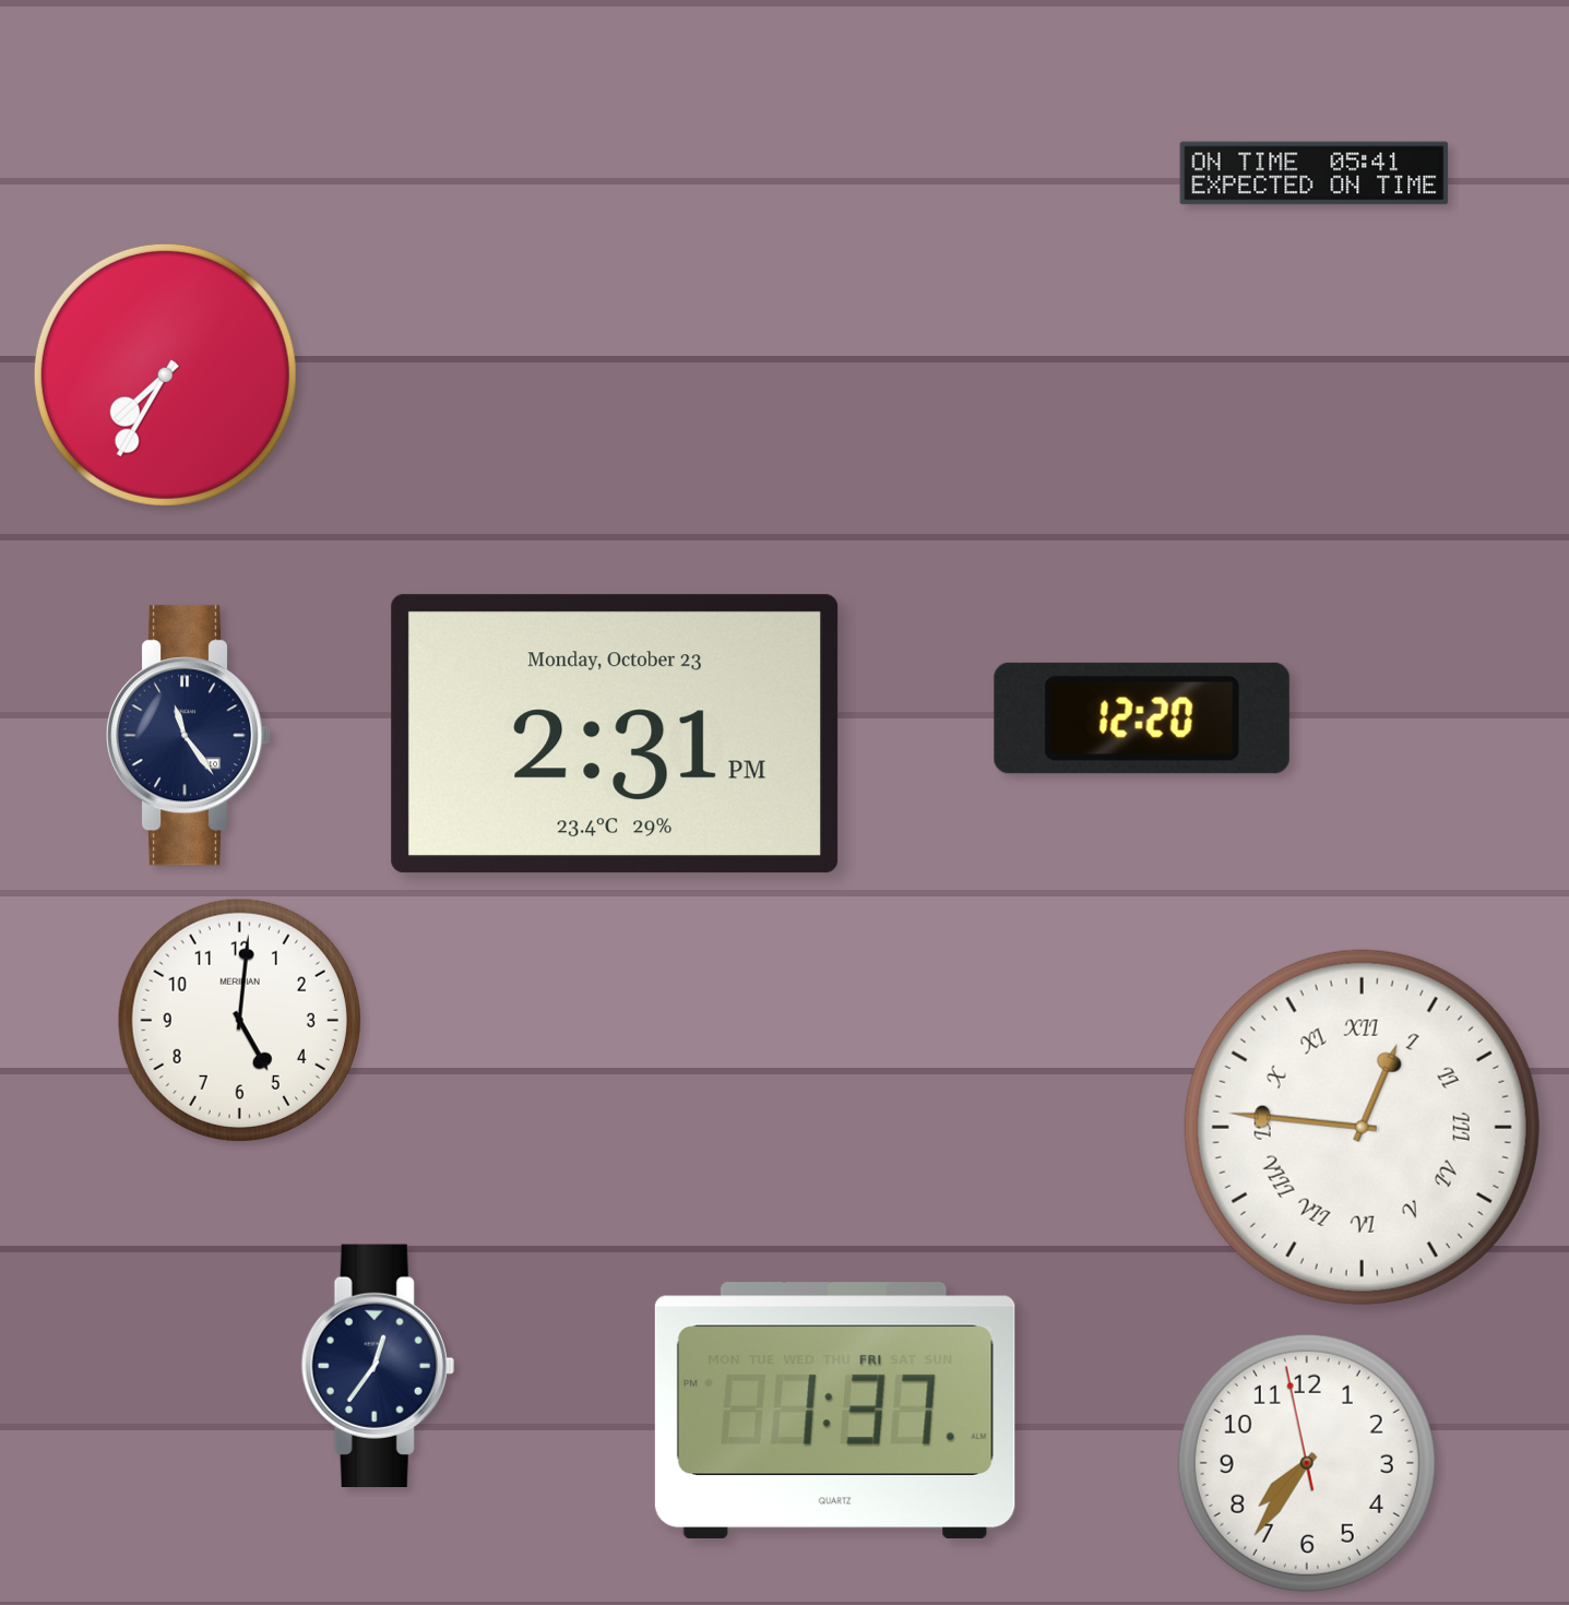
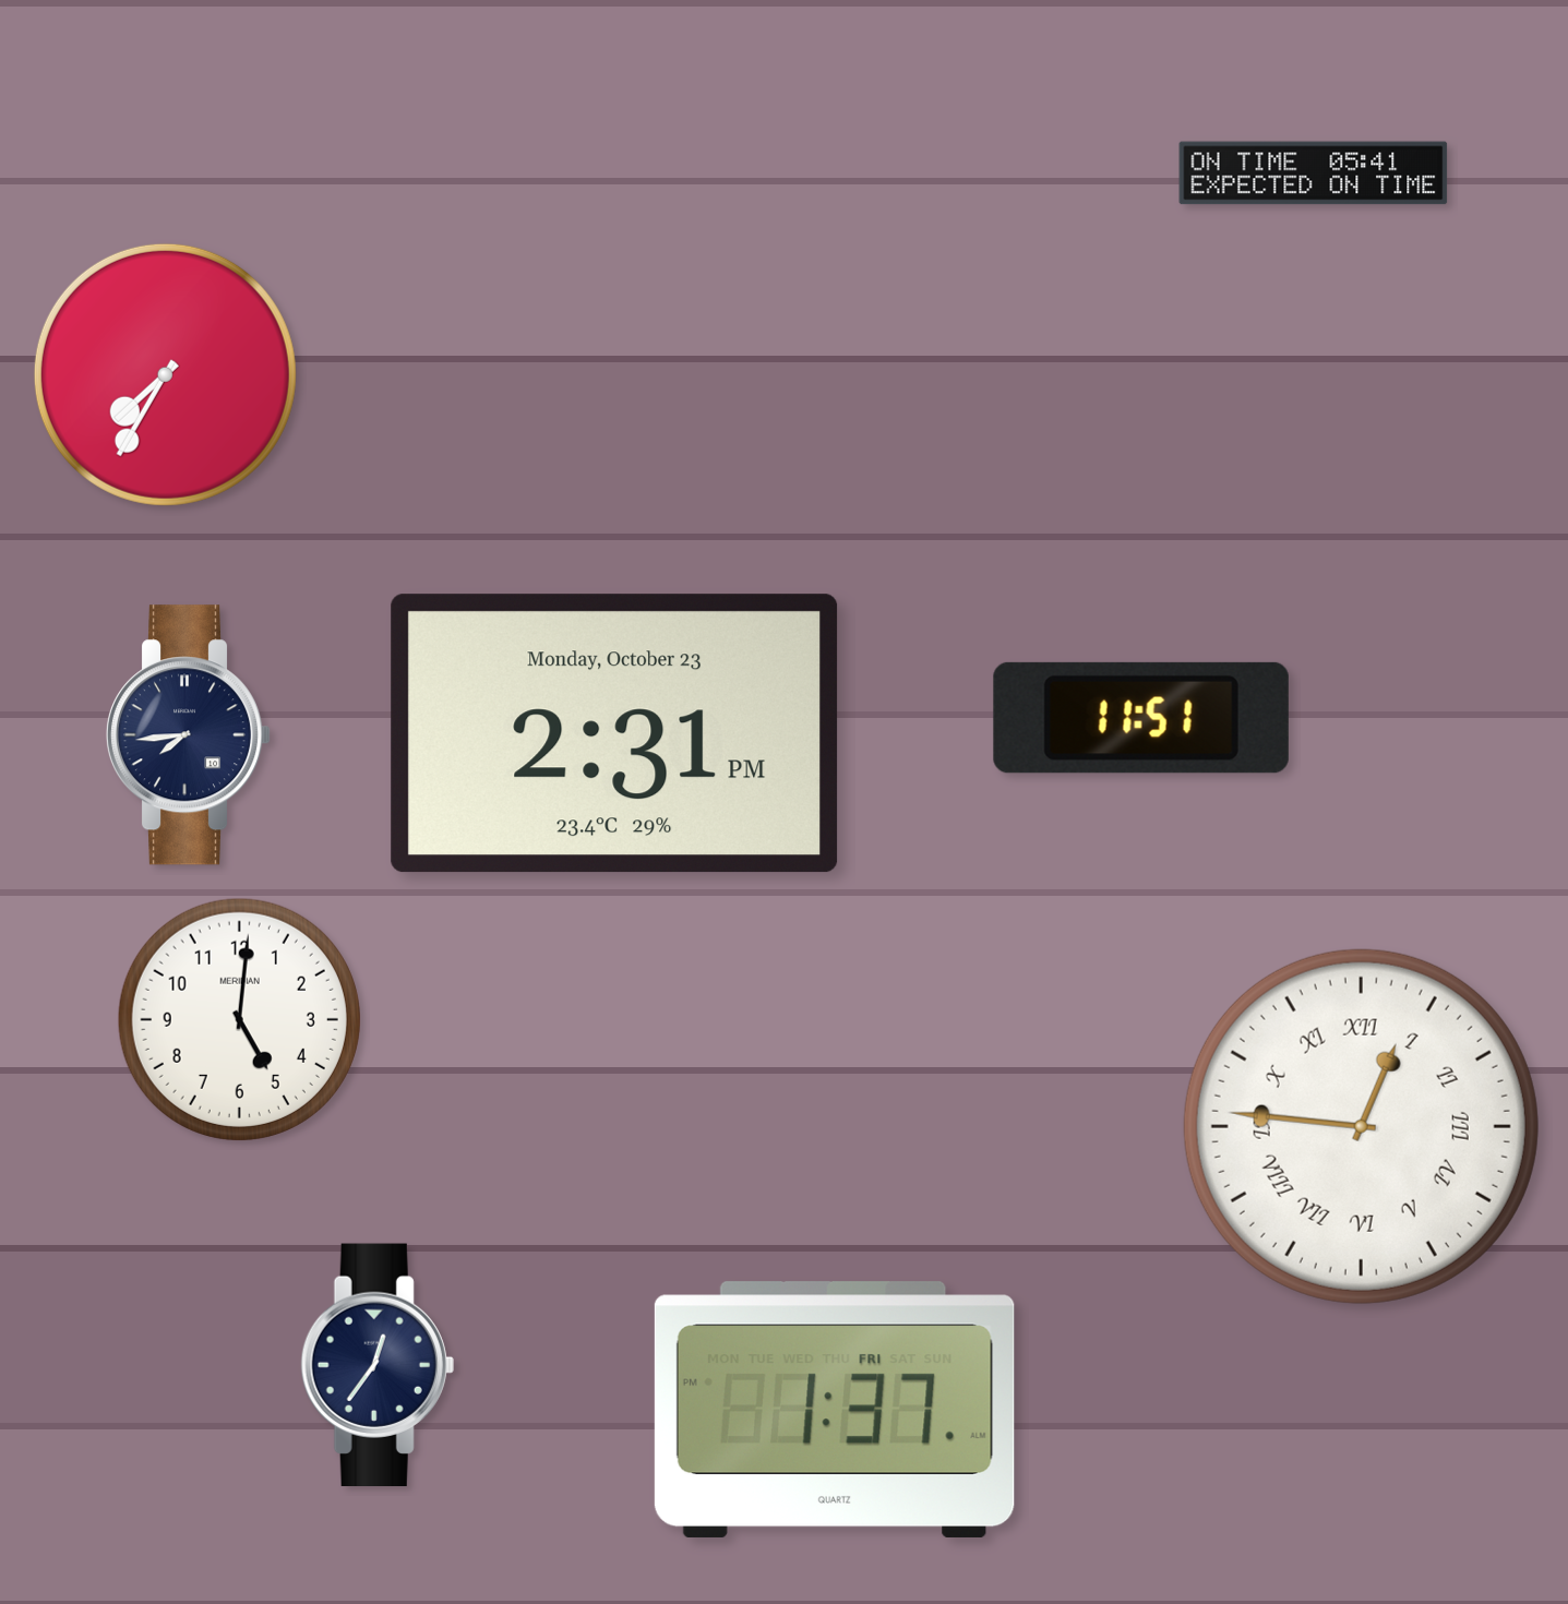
clock at (1142, 718): 12:20 -> 11:51
clock at (189, 736): 11:24 -> 7:44
clock at (1307, 1463): 7:35 -> none
